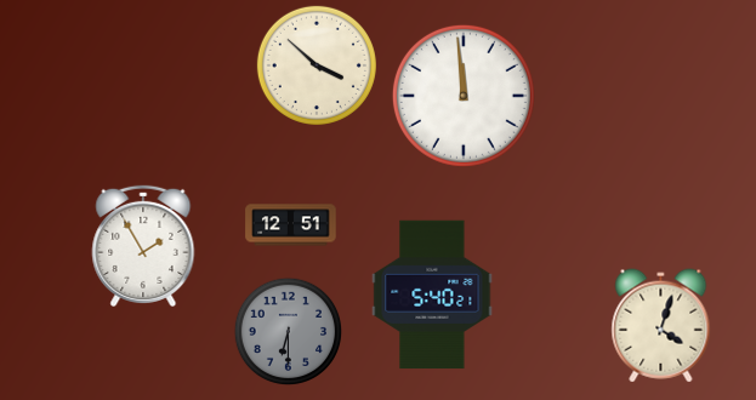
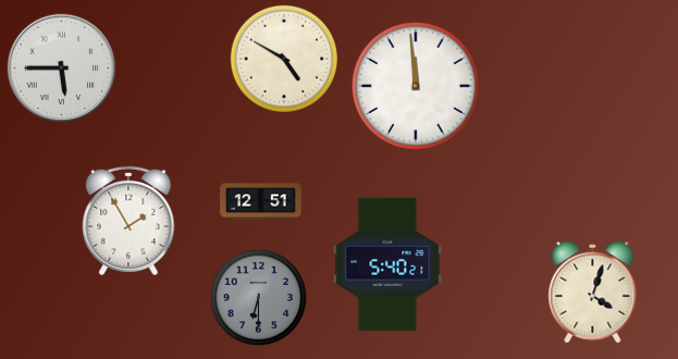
clock at (317, 65): 3:52 -> 4:50
clock at (62, 69): none -> 5:45
